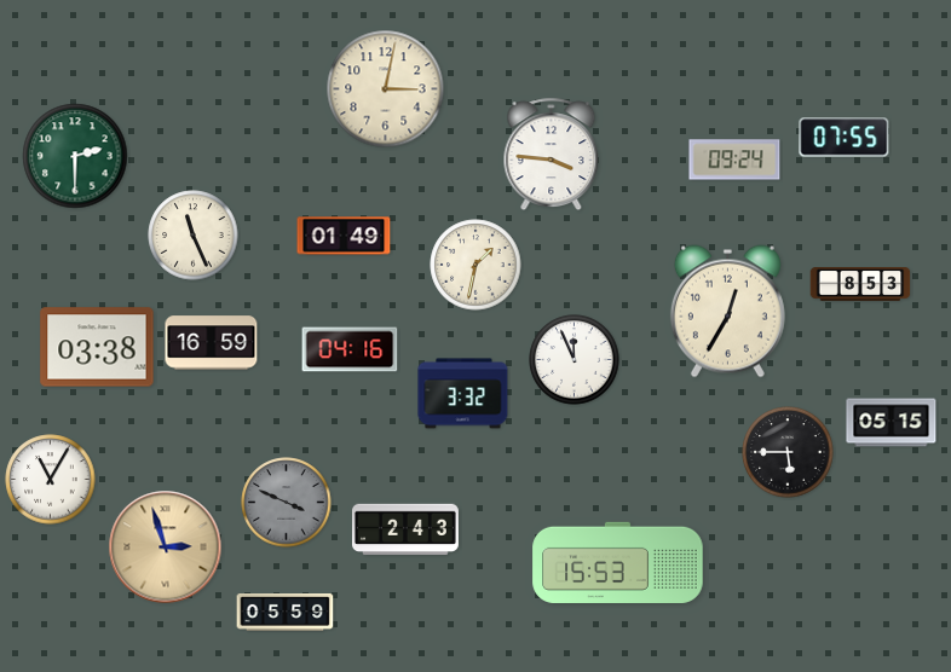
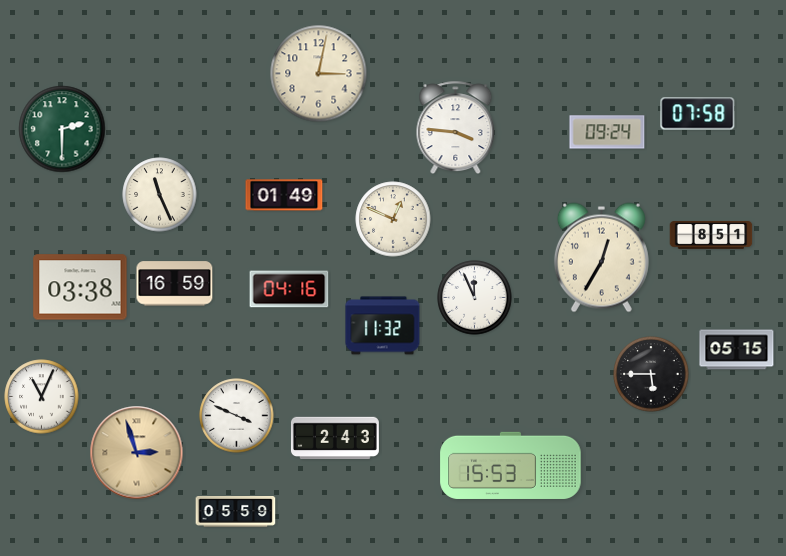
clock at (845, 138): 07:55 -> 07:58
clock at (475, 265): 1:32 -> 12:49
clock at (860, 284): 8:53 -> 8:51
clock at (463, 394): 3:32 -> 11:32
clock at (51, 480): 11:05 -> 11:04
clock at (287, 503) dial: grey -> white
clock at (286, 613) position: (286, 613) -> (236, 512)
